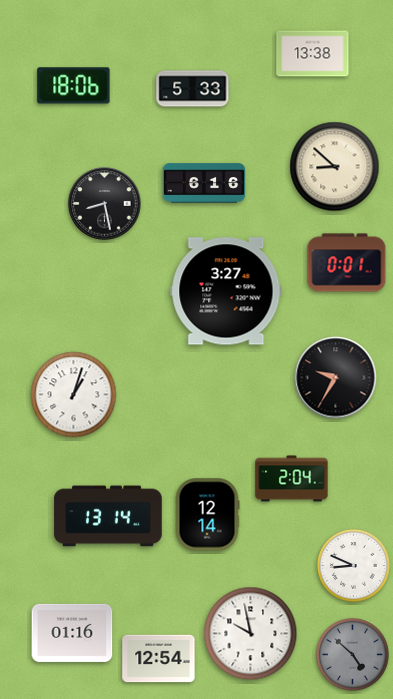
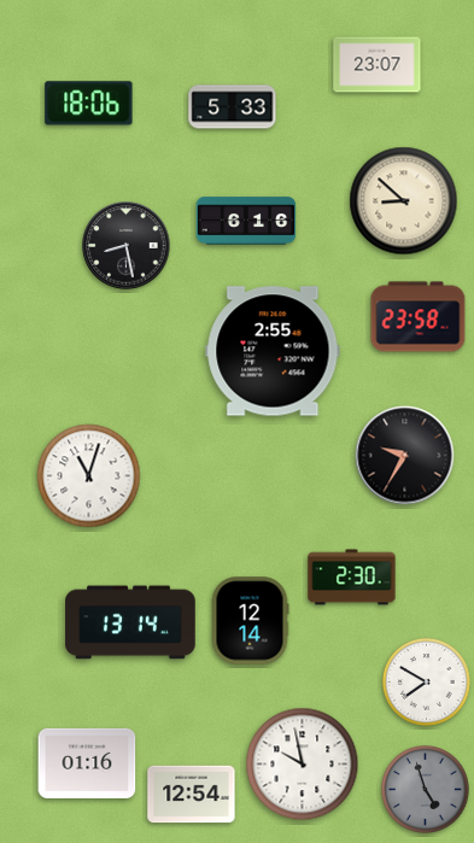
clock at (313, 54): 13:38 -> 23:07
clock at (347, 263): 0:01 -> 23:58
clock at (226, 291): 3:27 -> 2:55
clock at (74, 395): 1:03 -> 11:03
clock at (292, 479): 2:04 -> 2:30
clock at (353, 565): 8:49 -> 7:50
clock at (352, 654): 4:52 -> 4:57
